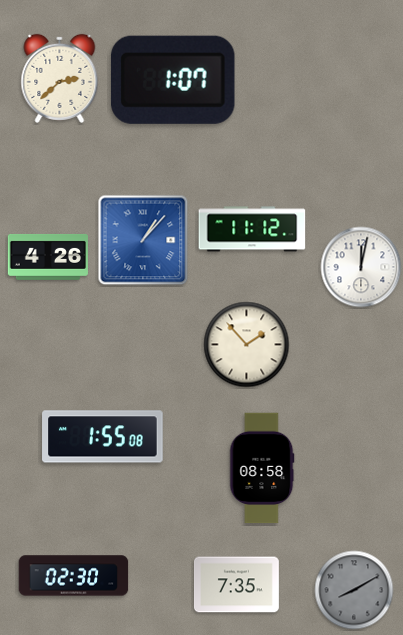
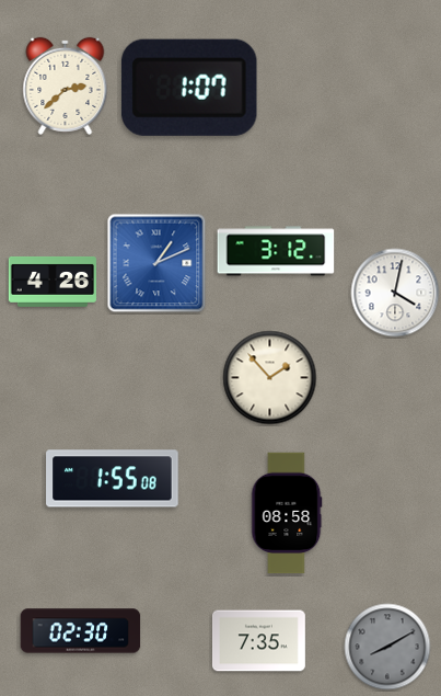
clock at (252, 229): 11:12 -> 3:12
clock at (143, 240): 1:07 -> 1:11
clock at (361, 267): 12:02 -> 4:02
